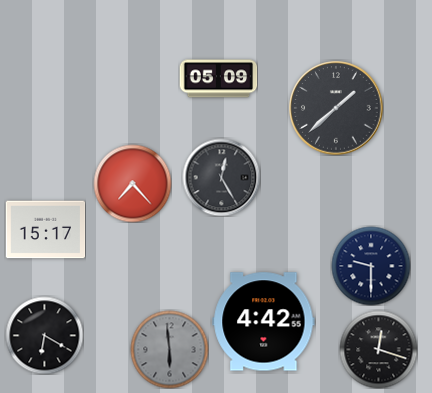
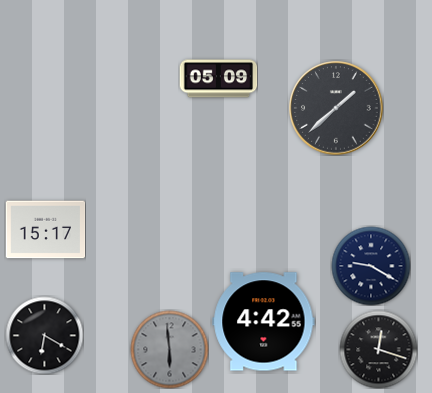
clock at (221, 177): 12:25 -> none
clock at (132, 183): 7:23 -> none
clock at (371, 266): 9:30 -> 9:20
